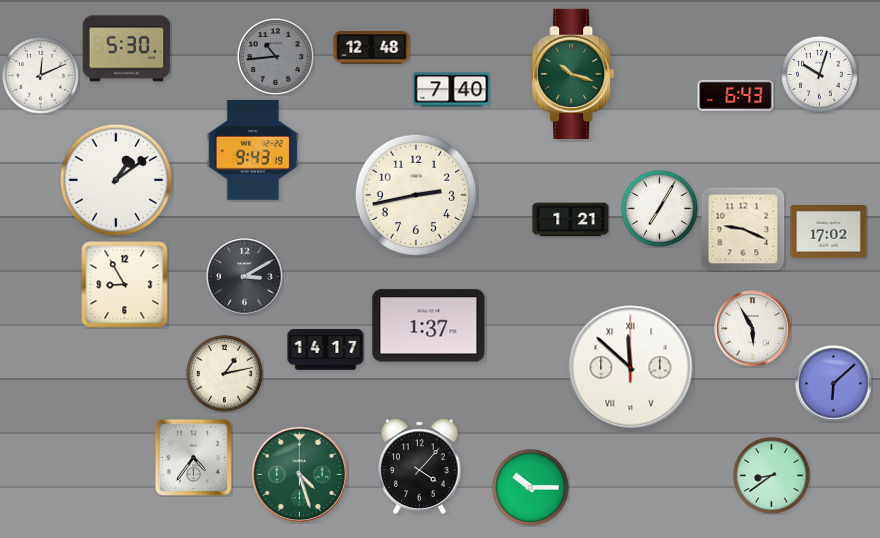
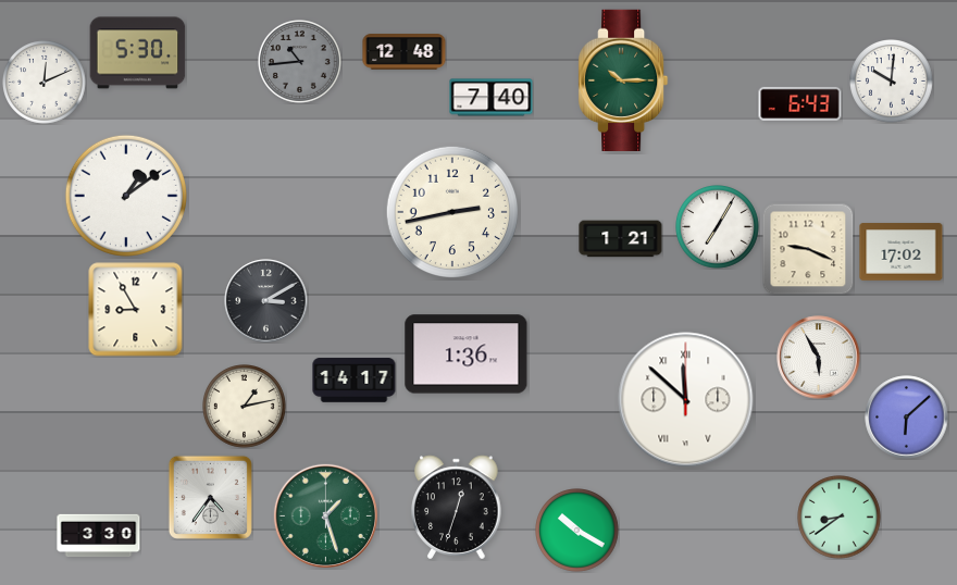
clock at (574, 73): 10:18 -> 10:15
clock at (820, 75): 10:03 -> 10:01
clock at (252, 150): 9:43 -> none
clock at (429, 326): 1:37 -> 1:36
clock at (420, 467): 4:07 -> 12:33
clock at (299, 474): 4:27 -> 1:27
clock at (531, 488): 10:15 -> 10:20
clock at (99, 536): none -> 3:30
